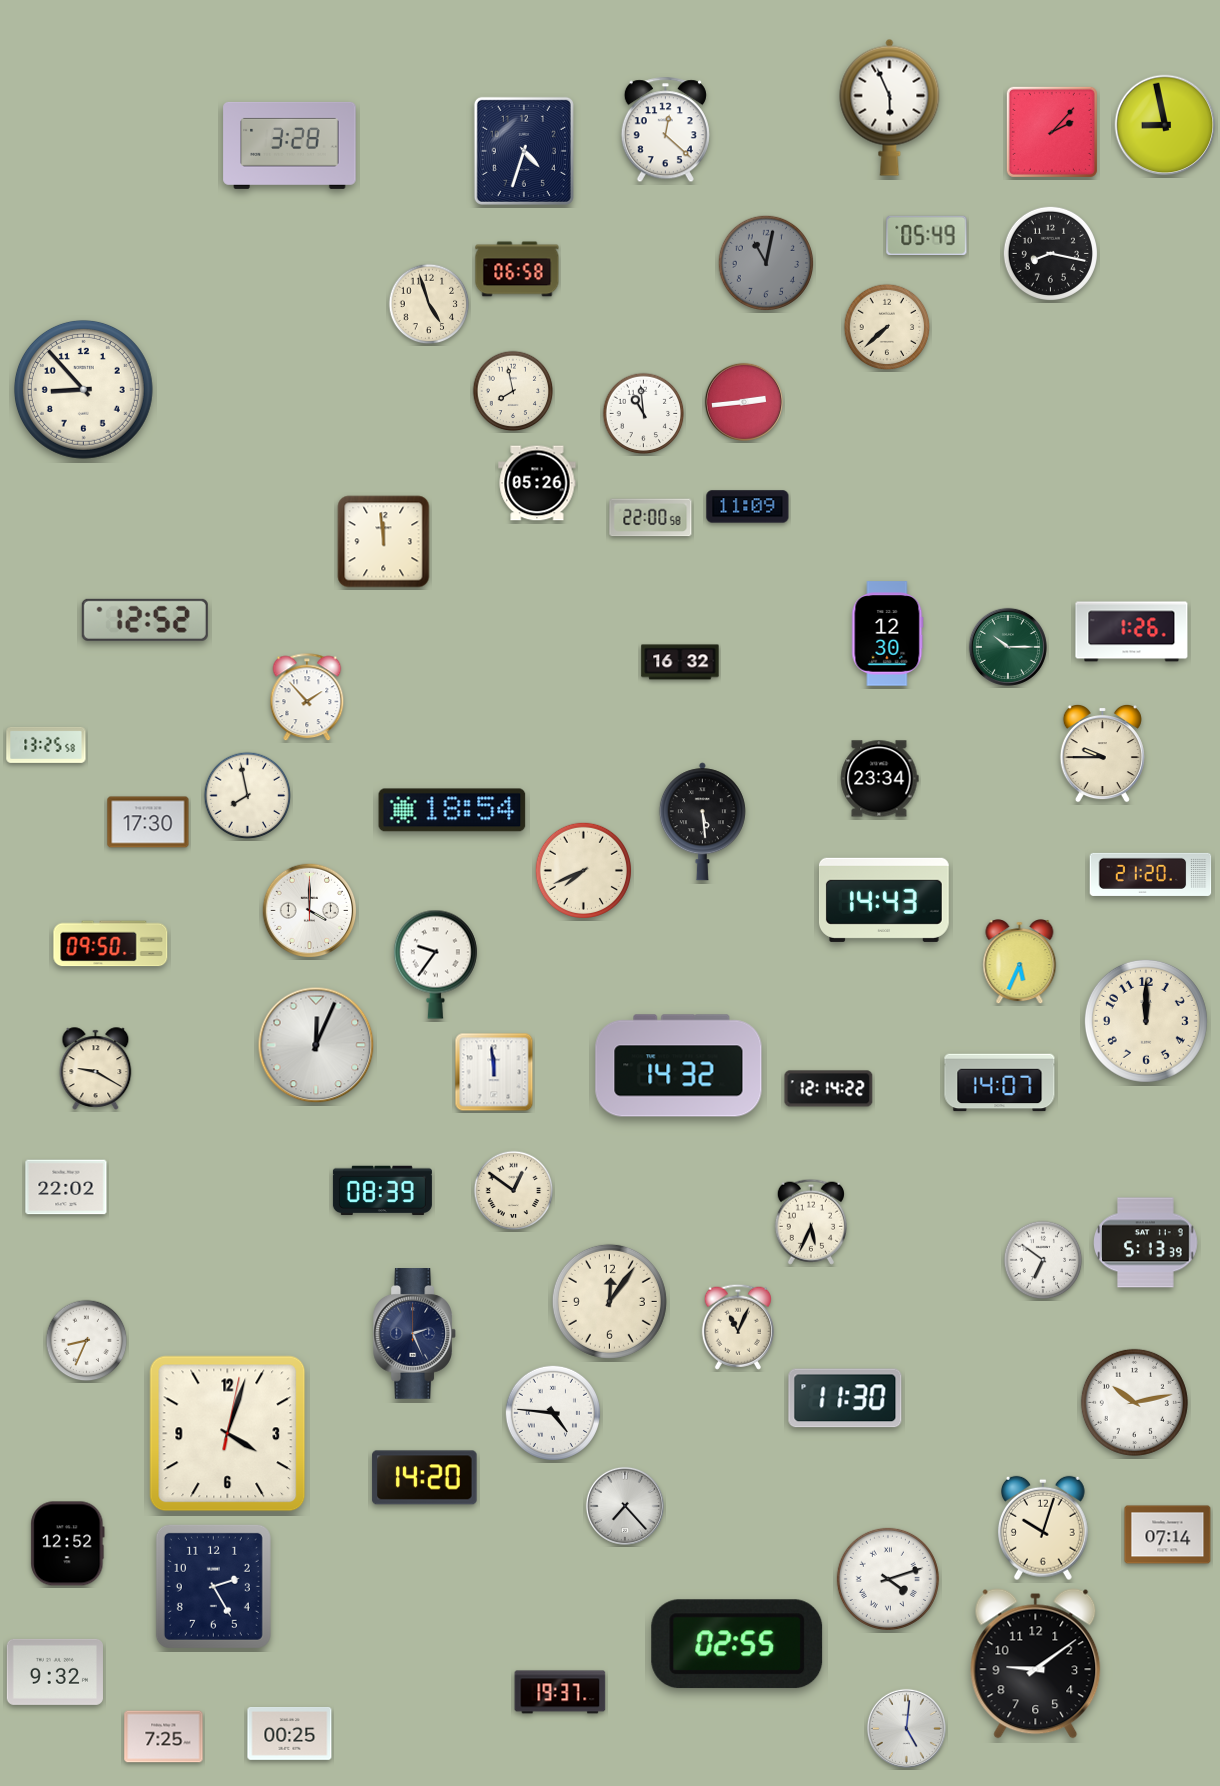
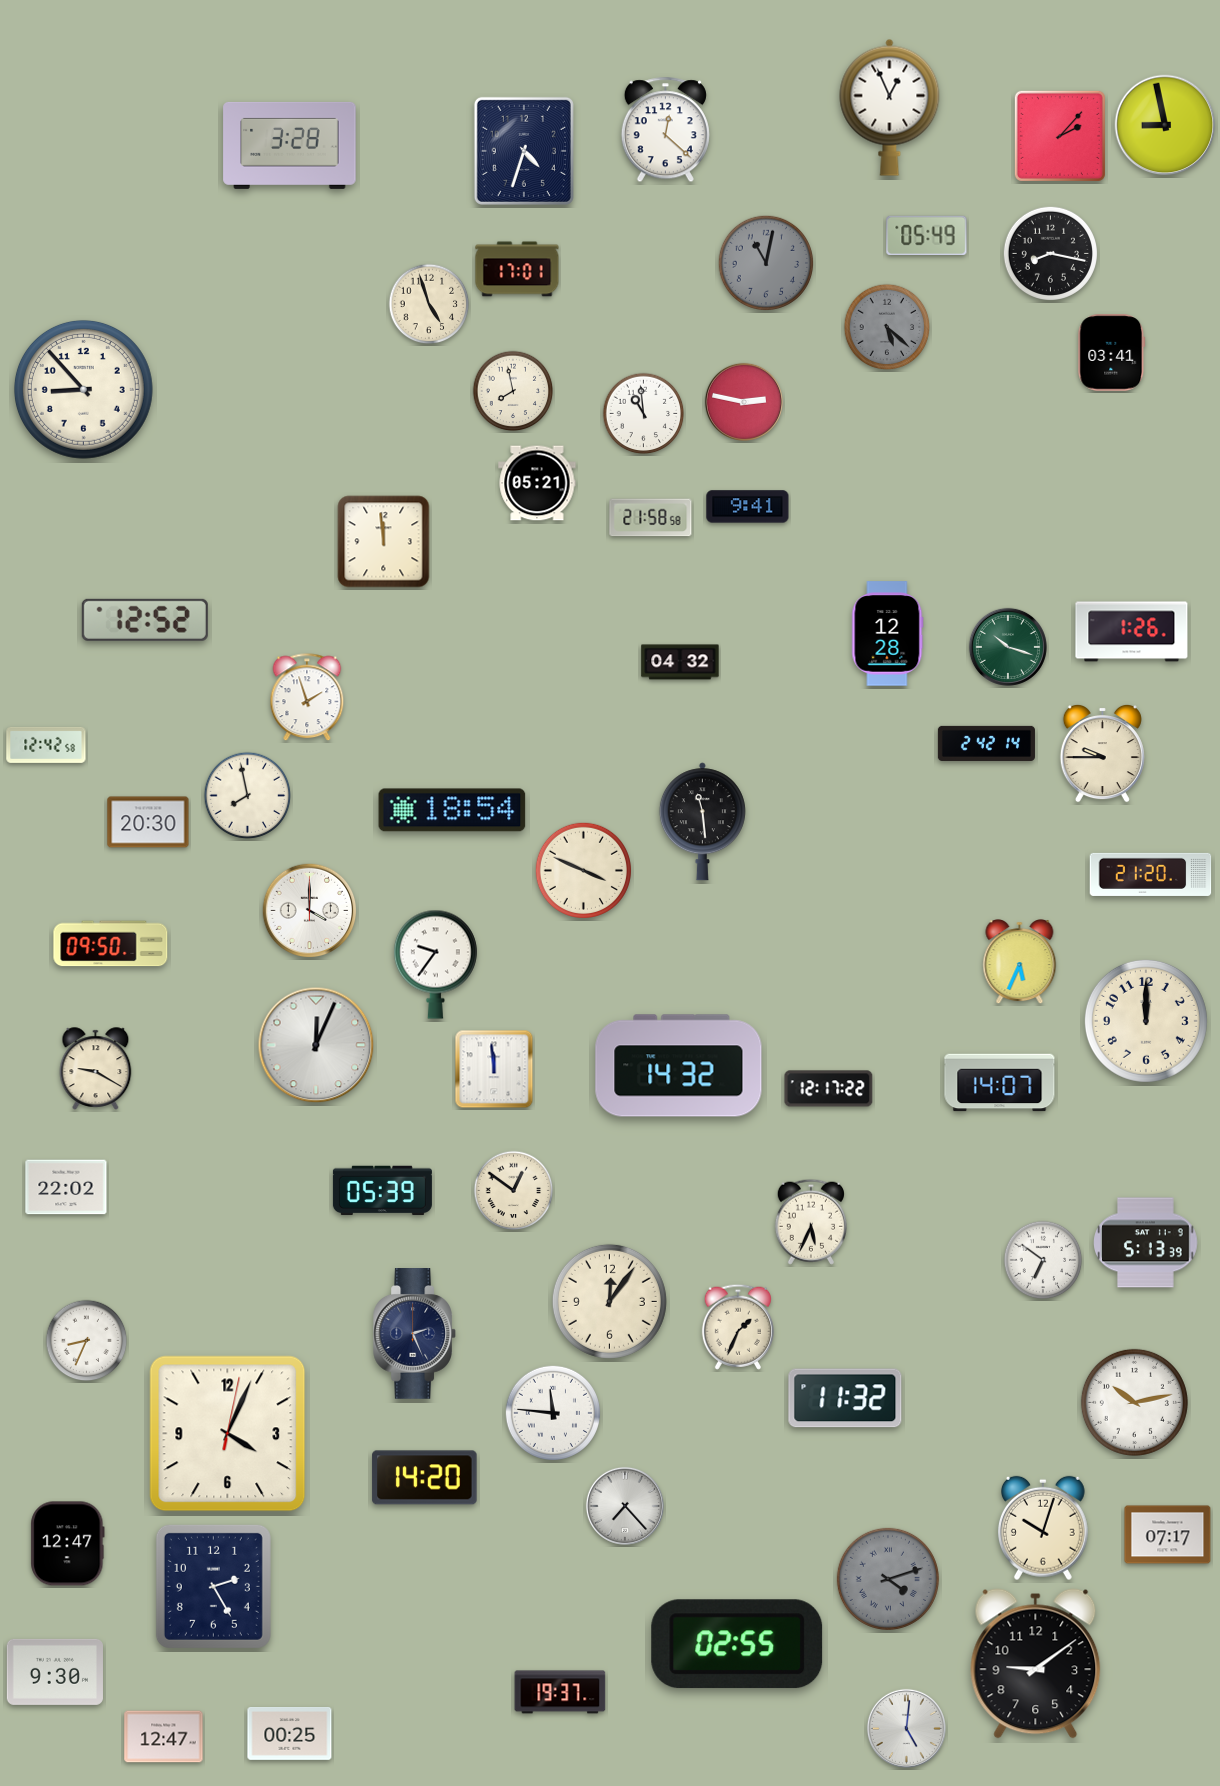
clock at (890, 107): 5:56 -> 12:56
clock at (1052, 132) position: (1052, 132) -> (1060, 136)
clock at (517, 269): 06:58 -> 17:01
clock at (887, 327): 7:38 -> 5:22
clock at (887, 327) dial: cream -> grey
clock at (1112, 353): none -> 03:41
clock at (744, 402): 2:44 -> 2:47
clock at (537, 483): 05:26 -> 05:21
clock at (748, 507): 11:09 -> 9:41
clock at (651, 518): 22:00 -> 21:58
clock at (888, 634): 12:30 -> 12:28
clock at (1008, 647): 10:15 -> 10:18
clock at (680, 662): 16:32 -> 04:32
clock at (307, 698): 1:53 -> 1:57
clock at (986, 743): none -> 2:42
clock at (46, 745): 13:25 -> 12:42
clock at (880, 779): 23:34 -> none
clock at (148, 822): 17:30 -> 20:30
clock at (702, 822): 5:29 -> 11:29
clock at (583, 870): 7:41 -> 3:49
clock at (884, 900): 14:43 -> none
clock at (494, 1072) position: (494, 1072) -> (494, 1069)
clock at (829, 1089): 12:14 -> 12:17
clock at (382, 1191): 08:39 -> 05:39
clock at (738, 1327): 11:04 -> 1:34
clock at (845, 1398): 11:30 -> 11:32
clock at (552, 1412): 4:46 -> 11:46
clock at (228, 1434): 4:03 -> 4:04
clock at (1168, 1535): 07:14 -> 07:17
clock at (68, 1544): 12:52 -> 12:47
clock at (888, 1579) dial: white -> grey
clock at (55, 1672): 9:32 -> 9:30
clock at (164, 1737): 7:25 -> 12:47
